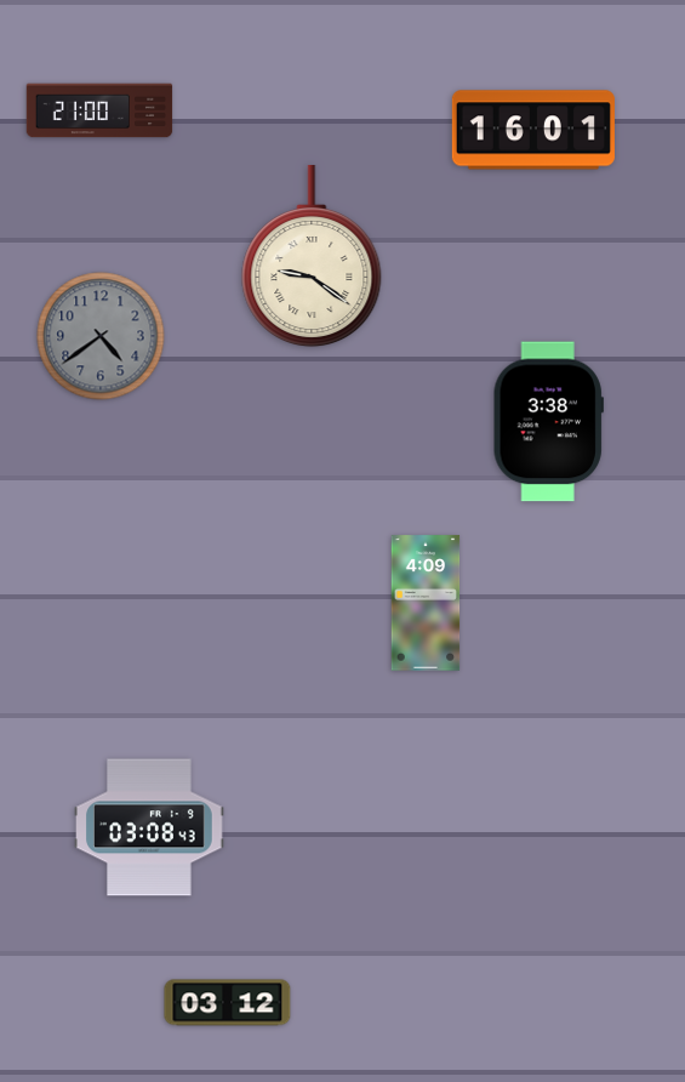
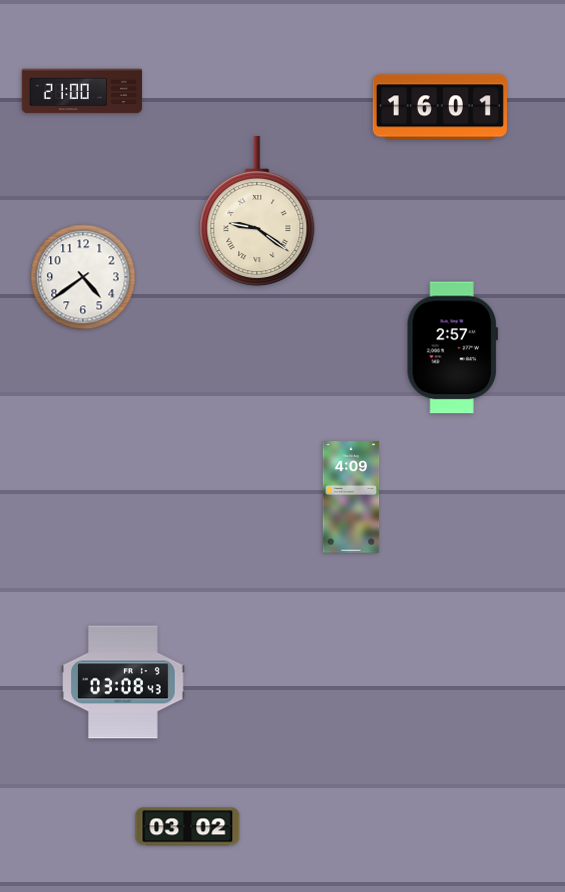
clock at (101, 336) dial: grey -> white
clock at (548, 422): 3:38 -> 2:57
clock at (228, 1003): 03:12 -> 03:02
